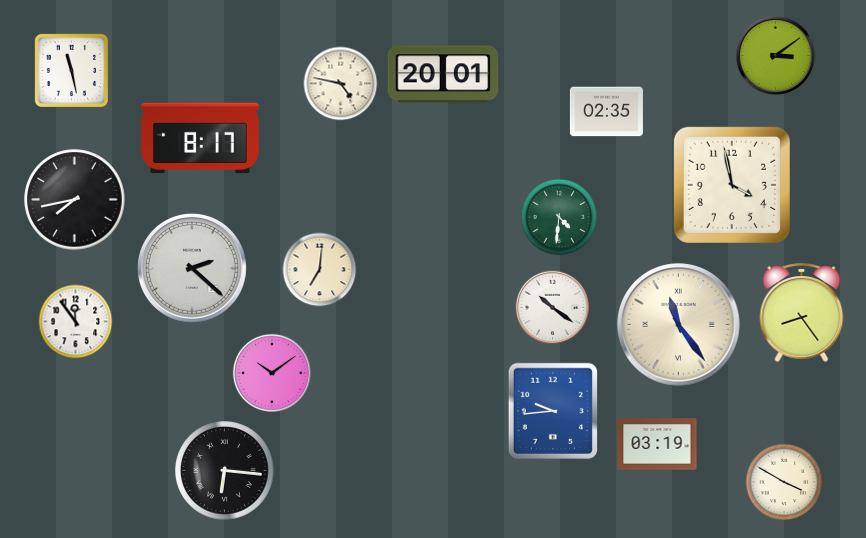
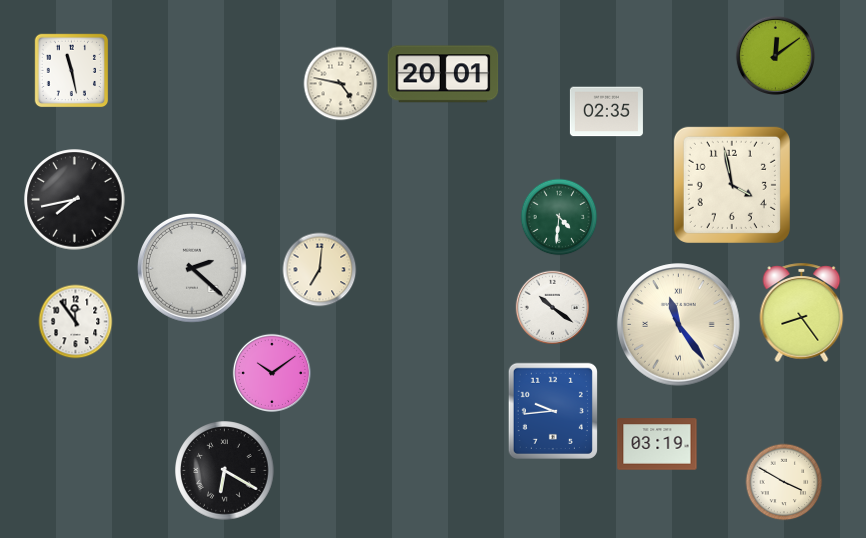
clock at (775, 55): 3:09 -> 12:09
clock at (200, 138): 8:17 -> none
clock at (225, 471): 6:16 -> 6:20
